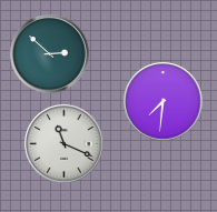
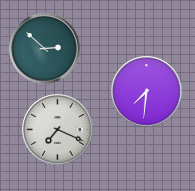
clock at (65, 144): 11:19 -> 7:19
